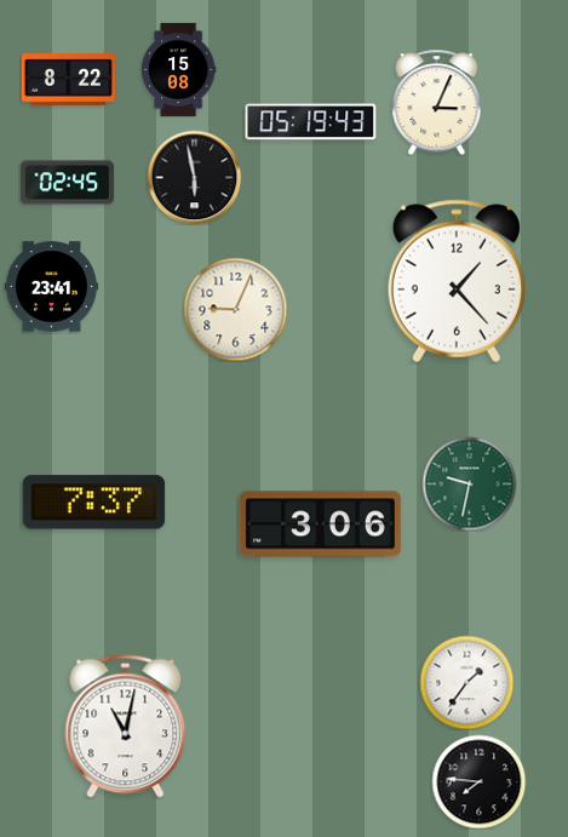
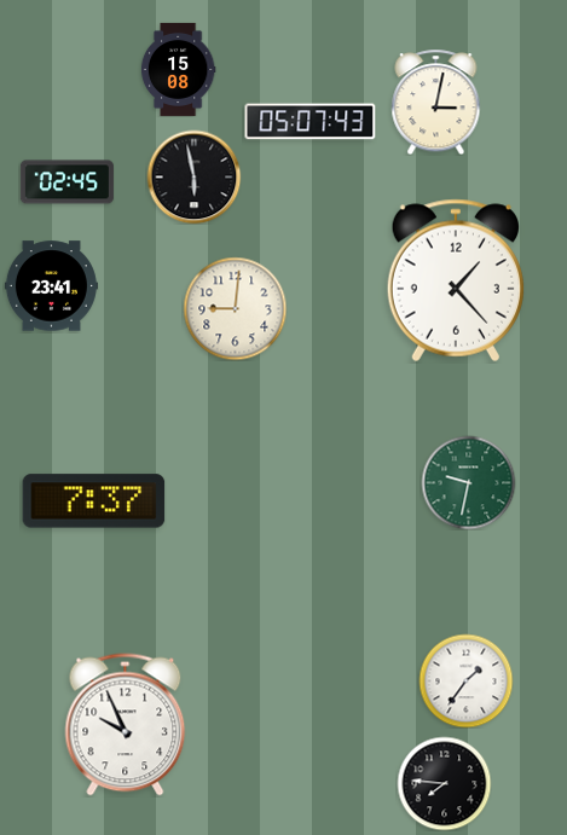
clock at (68, 80): 8:22 -> none
clock at (437, 102): 3:04 -> 3:02
clock at (311, 122): 05:19 -> 05:07
clock at (235, 309): 9:04 -> 9:01
clock at (320, 524): 3:06 -> none
clock at (126, 727): 11:02 -> 9:56
clock at (478, 781) position: (478, 781) -> (444, 783)
